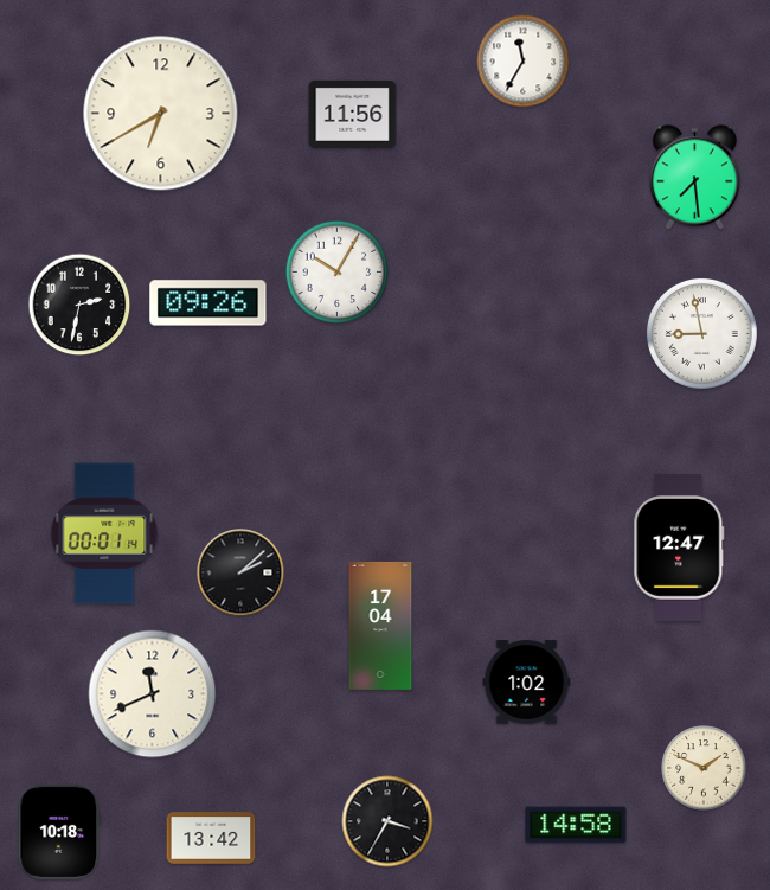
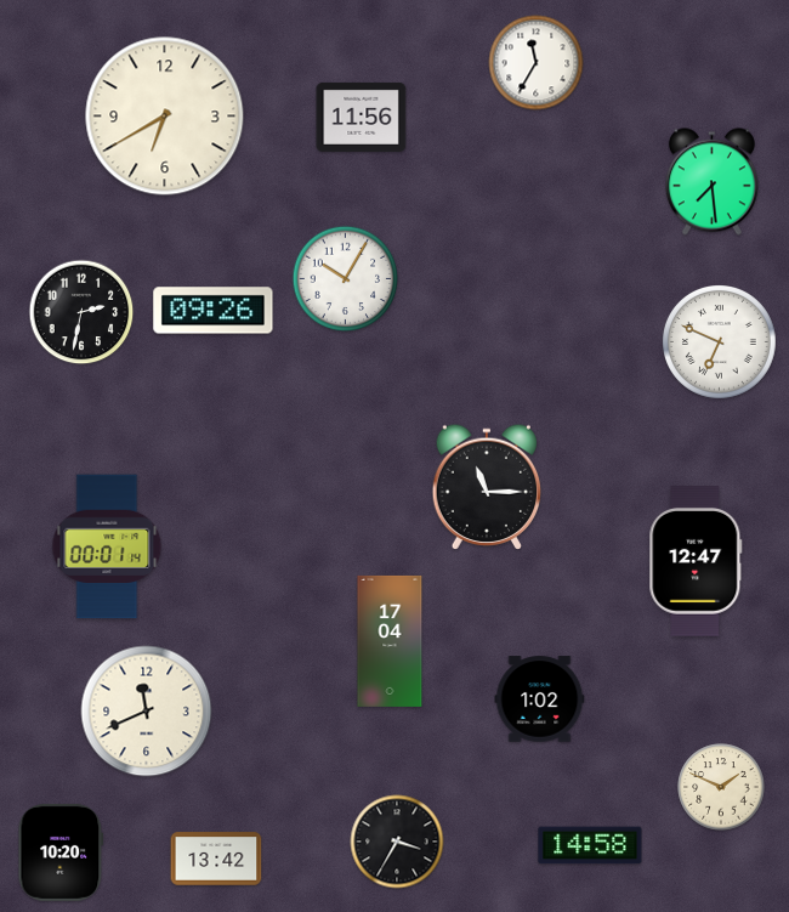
clock at (702, 334): 8:58 -> 6:49
clock at (487, 486): none -> 11:15
clock at (240, 572): 2:08 -> none
clock at (153, 694) position: (153, 694) -> (147, 712)
clock at (59, 832): 10:18 -> 10:20
